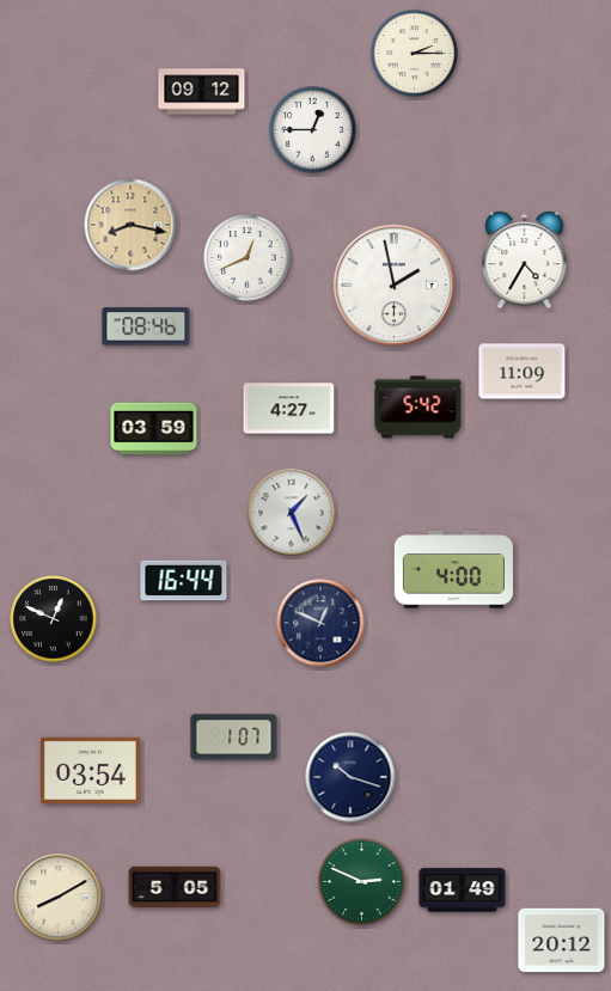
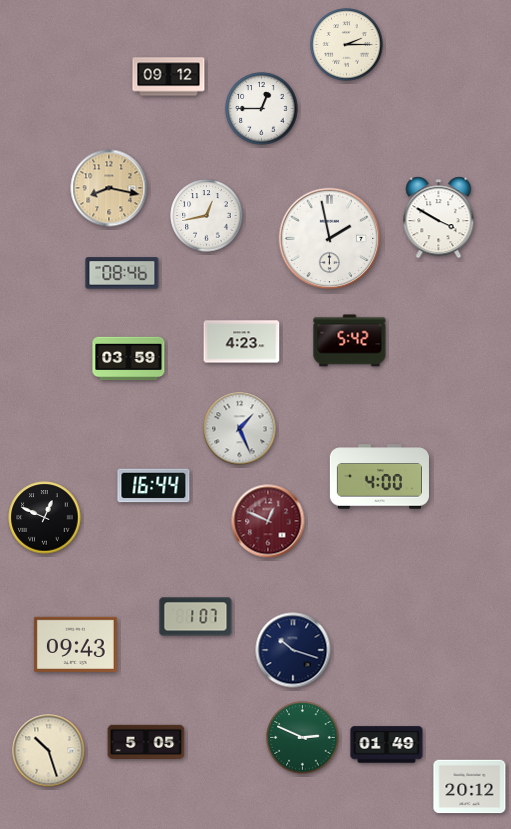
clock at (248, 258): 12:41 -> 12:43
clock at (525, 261): 4:35 -> 3:50
clock at (523, 372): 11:09 -> none
clock at (289, 409): 4:27 -> 4:23
clock at (292, 513) position: (292, 513) -> (240, 429)
clock at (320, 623) dial: navy -> burgundy
clock at (90, 770): 03:54 -> 09:43
clock at (59, 898): 8:10 -> 10:27
